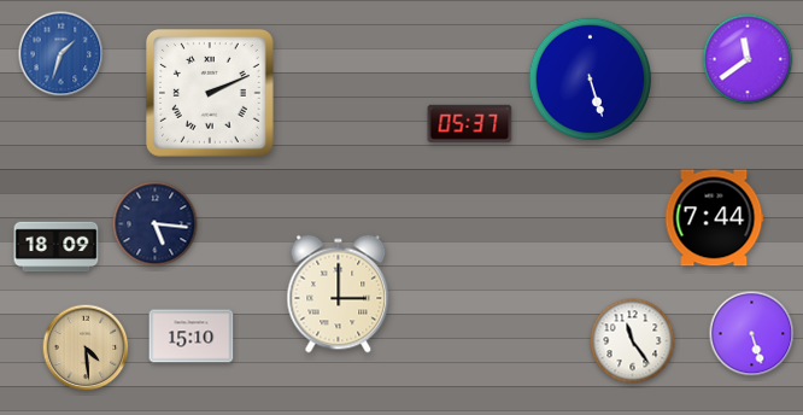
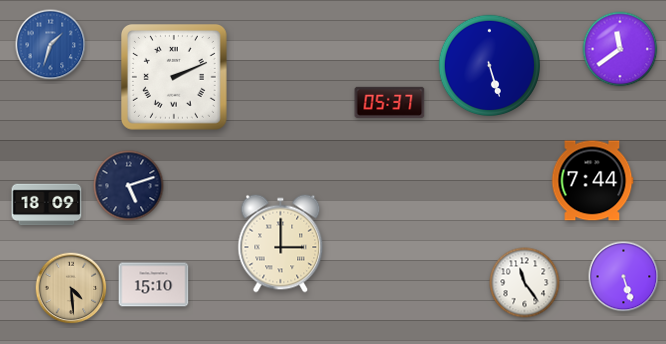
clock at (156, 224): 5:16 -> 5:12
clock at (192, 337) position: (192, 337) -> (154, 285)
